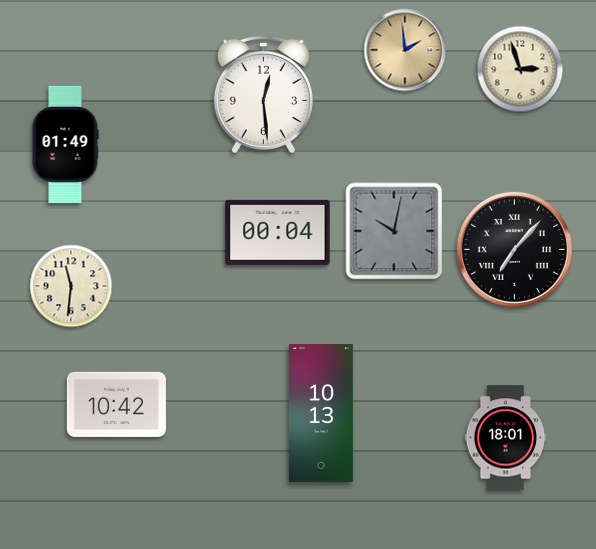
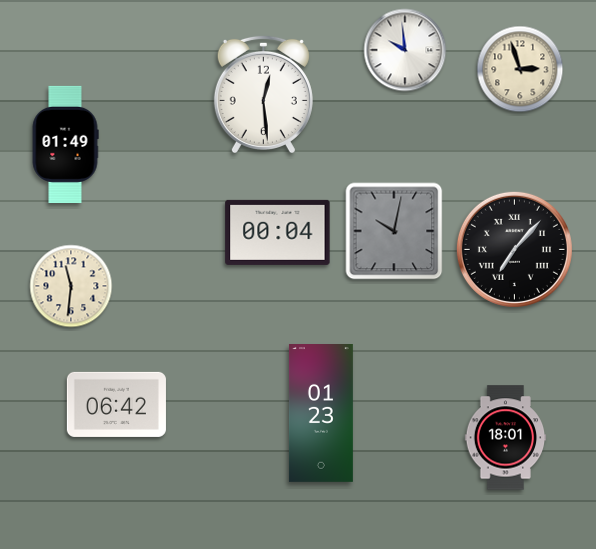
clock at (405, 50): 1:59 -> 9:59
clock at (405, 50) dial: champagne -> white
clock at (116, 404): 10:42 -> 06:42
clock at (321, 414): 10:13 -> 01:23
